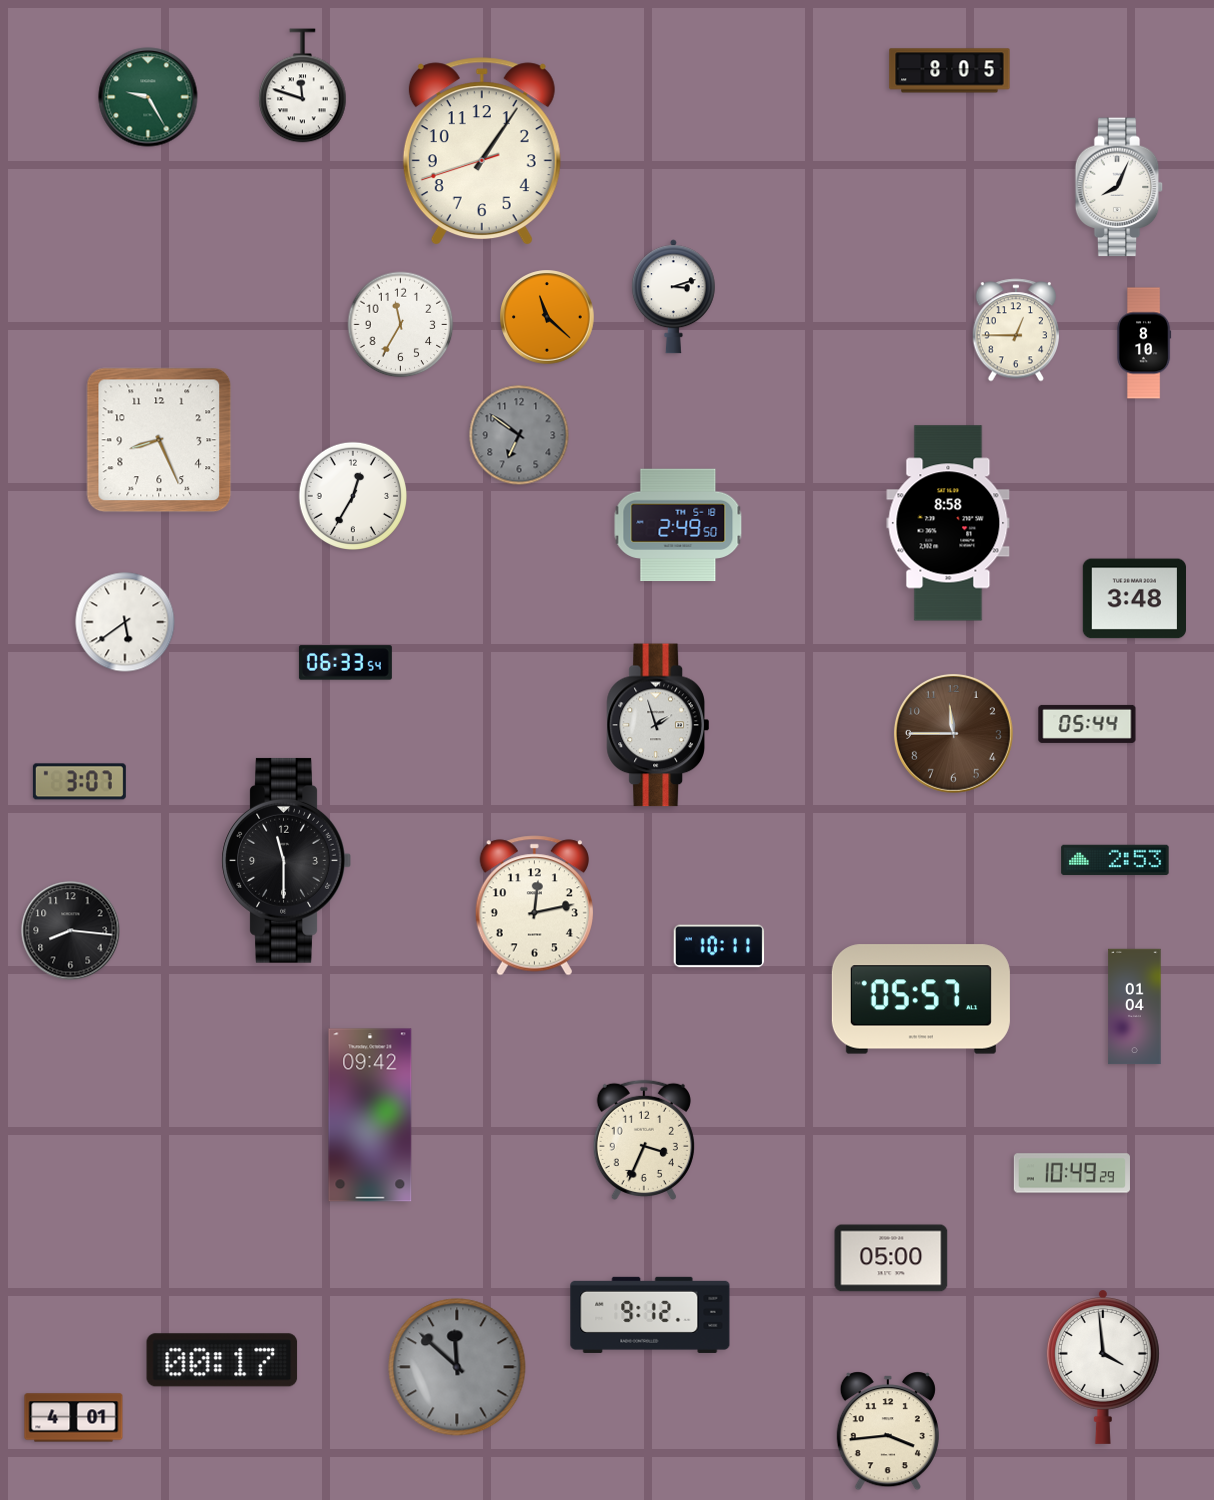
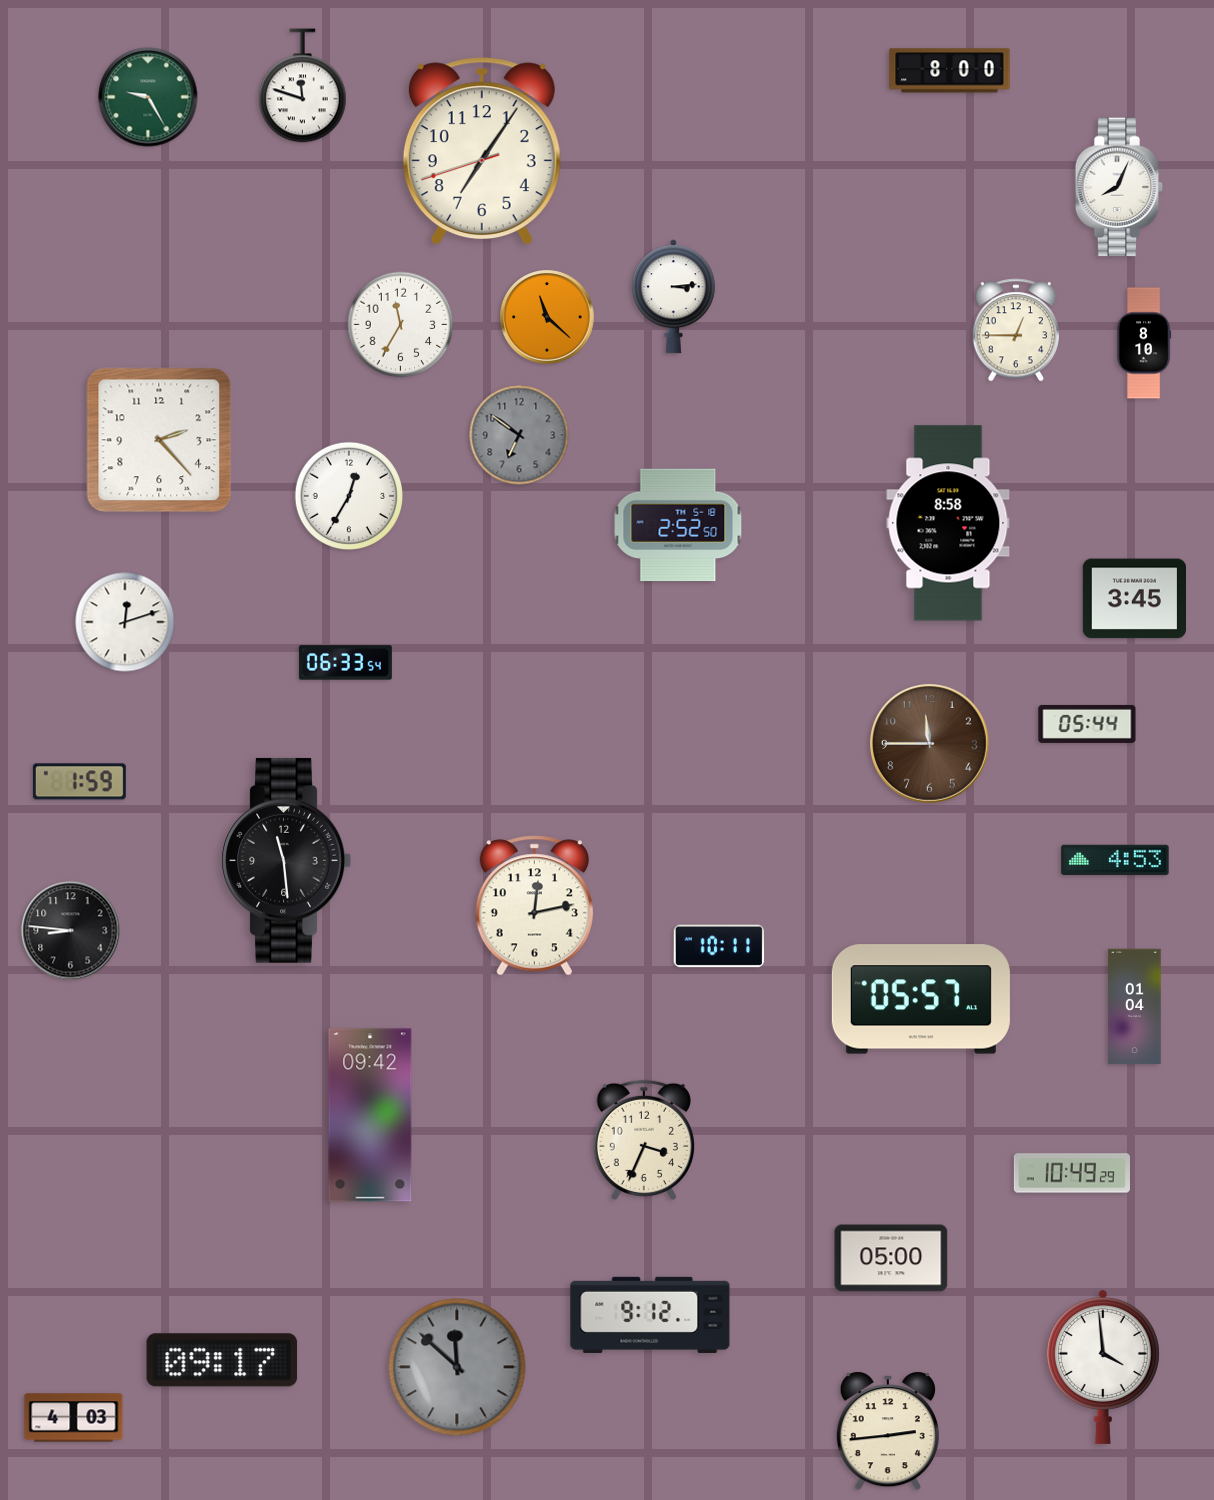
clock at (950, 71): 8:05 -> 8:00
clock at (482, 152): 1:05 -> 7:05
clock at (673, 297): 3:12 -> 3:14
clock at (159, 440): 8:26 -> 2:23
clock at (352, 495) position: (352, 495) -> (348, 495)
clock at (678, 525): 2:49 -> 2:52
clock at (1134, 599): 3:48 -> 3:45
clock at (125, 622): 5:39 -> 12:12
clock at (658, 725): 1:57 -> none
clock at (953, 733) position: (953, 733) -> (929, 743)
clock at (79, 782): 3:07 -> 1:59
clock at (286, 860): 11:30 -> 11:29
clock at (1115, 860): 2:53 -> 4:53
clock at (71, 931): 8:16 -> 8:46
clock at (222, 1360): 00:17 -> 09:17
clock at (74, 1418): 4:01 -> 4:03
clock at (888, 1431): 3:44 -> 2:44
